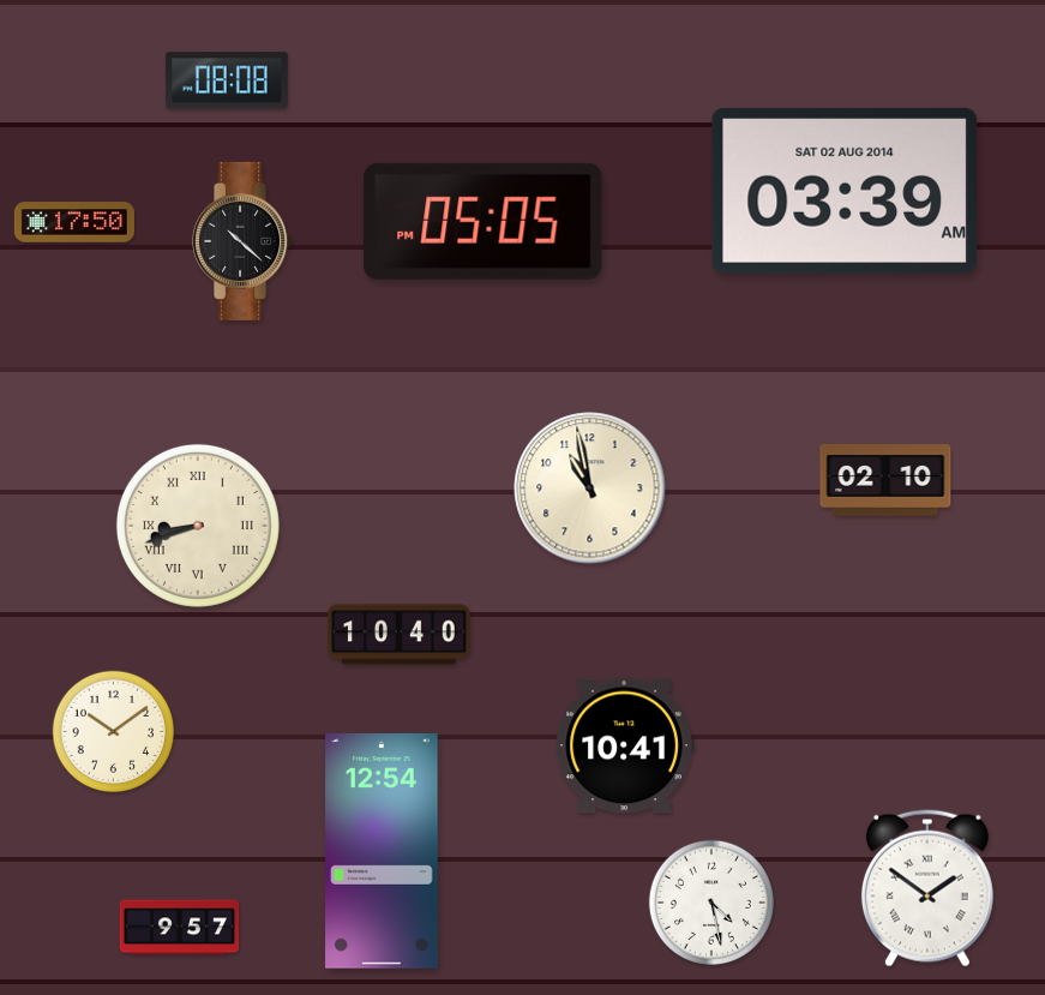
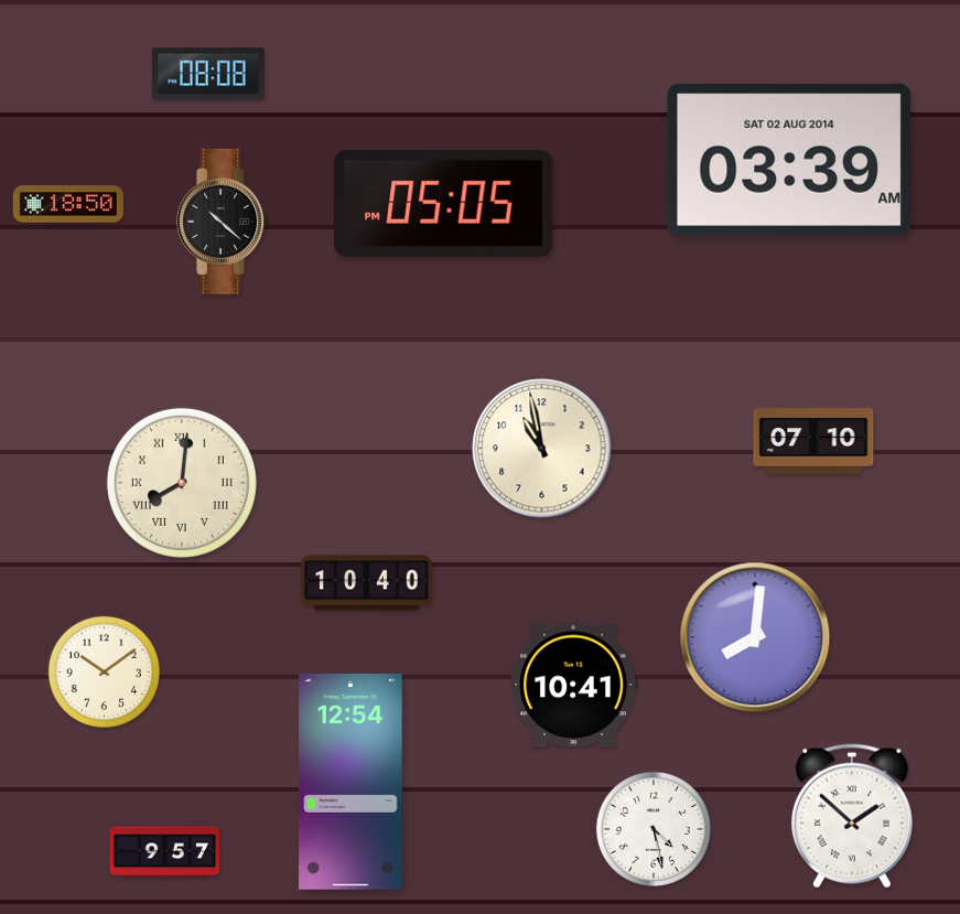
clock at (845, 191) position: (845, 191) -> (789, 160)
clock at (74, 222): 17:50 -> 18:50
clock at (885, 480): 02:10 -> 07:10
clock at (198, 526): 8:42 -> 8:01
clock at (755, 637): none -> 8:01
clock at (927, 888): 1:51 -> 1:52
